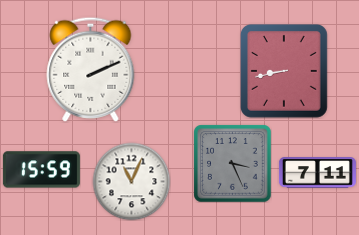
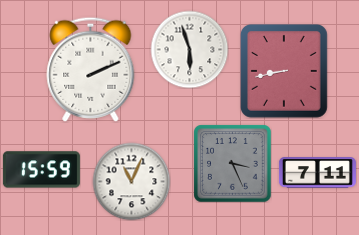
clock at (189, 49): none -> 5:57
